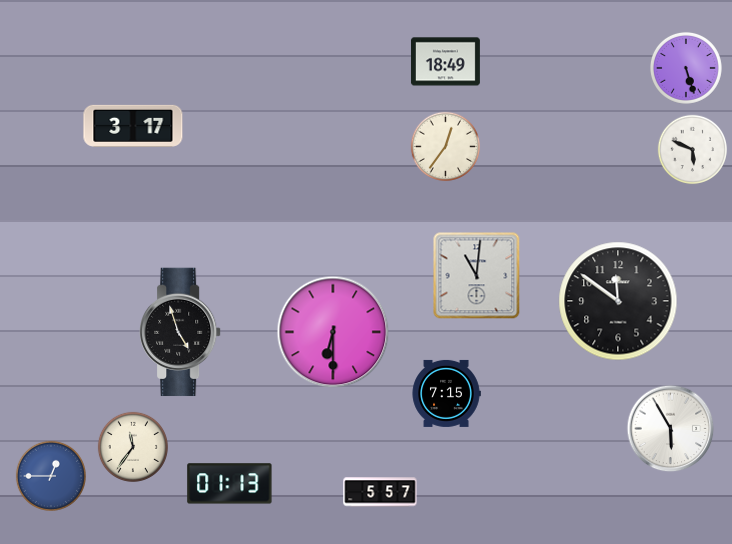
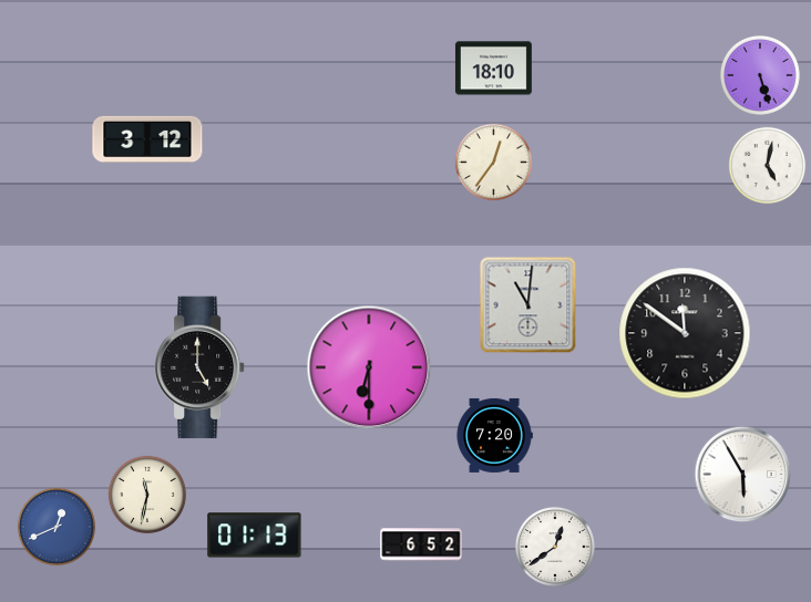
clock at (445, 62): 18:49 -> 18:10
clock at (133, 126): 3:17 -> 3:12
clock at (693, 150): 5:49 -> 5:02
clock at (180, 332): 4:57 -> 5:00
clock at (446, 393): 7:15 -> 7:20
clock at (133, 447): 11:36 -> 11:32
clock at (51, 476): 12:45 -> 12:41
clock at (380, 492): 5:57 -> 6:52
clock at (555, 547): none -> 12:39
